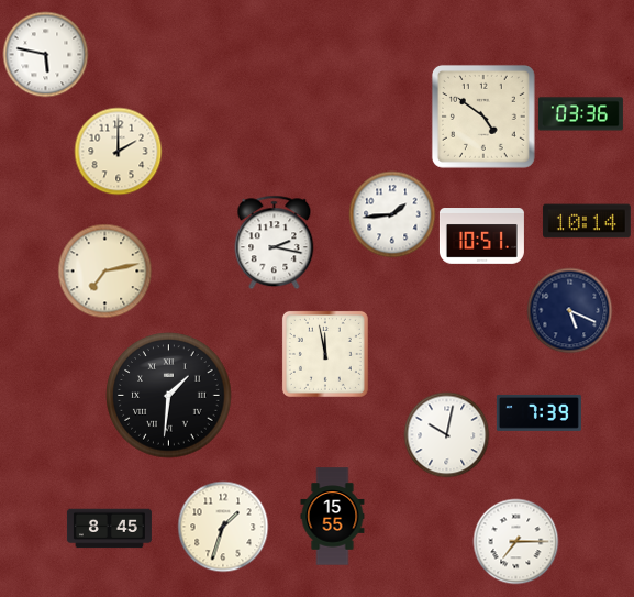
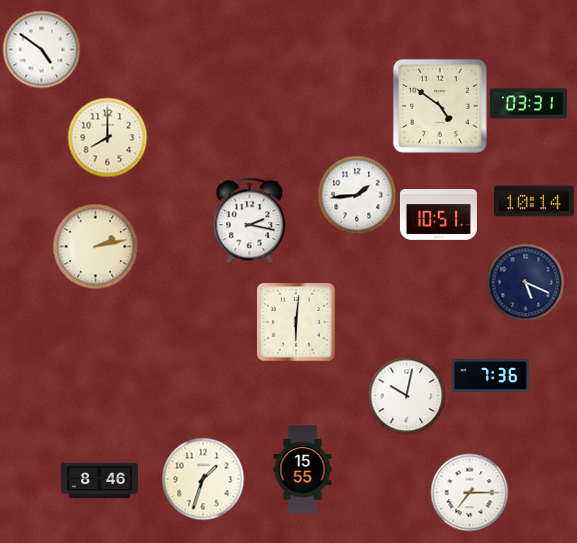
clock at (45, 54): 5:47 -> 4:51
clock at (580, 114): 03:36 -> 03:31
clock at (118, 151): 2:00 -> 8:00
clock at (104, 270): 7:13 -> 2:13
clock at (569, 310) position: (569, 310) -> (525, 282)
clock at (325, 354): 11:58 -> 6:01
clock at (169, 396): 1:31 -> none
clock at (538, 412): 7:39 -> 7:36
clock at (109, 529): 8:45 -> 8:46
